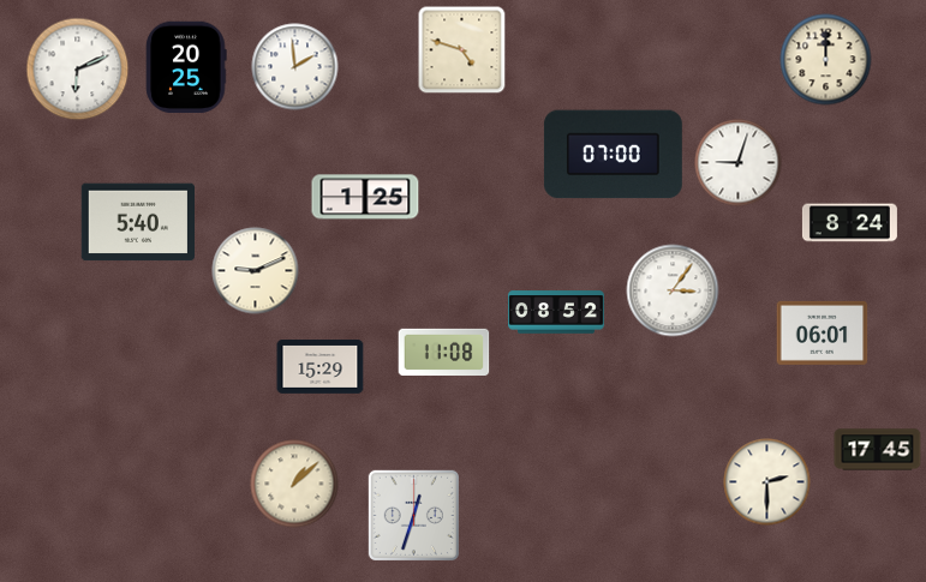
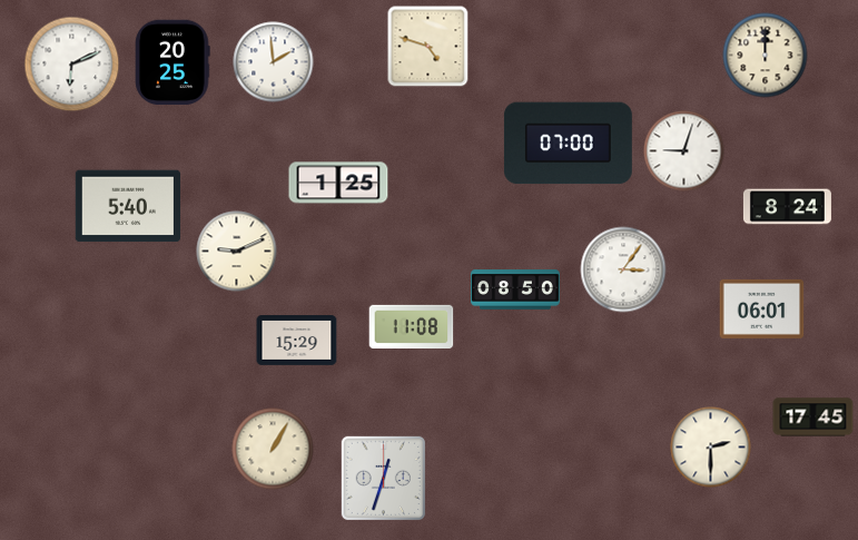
clock at (557, 312): 08:52 -> 08:50
clock at (294, 484): 1:08 -> 1:05
